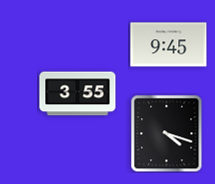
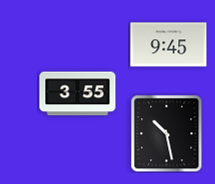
clock at (167, 133): 4:18 -> 10:28
